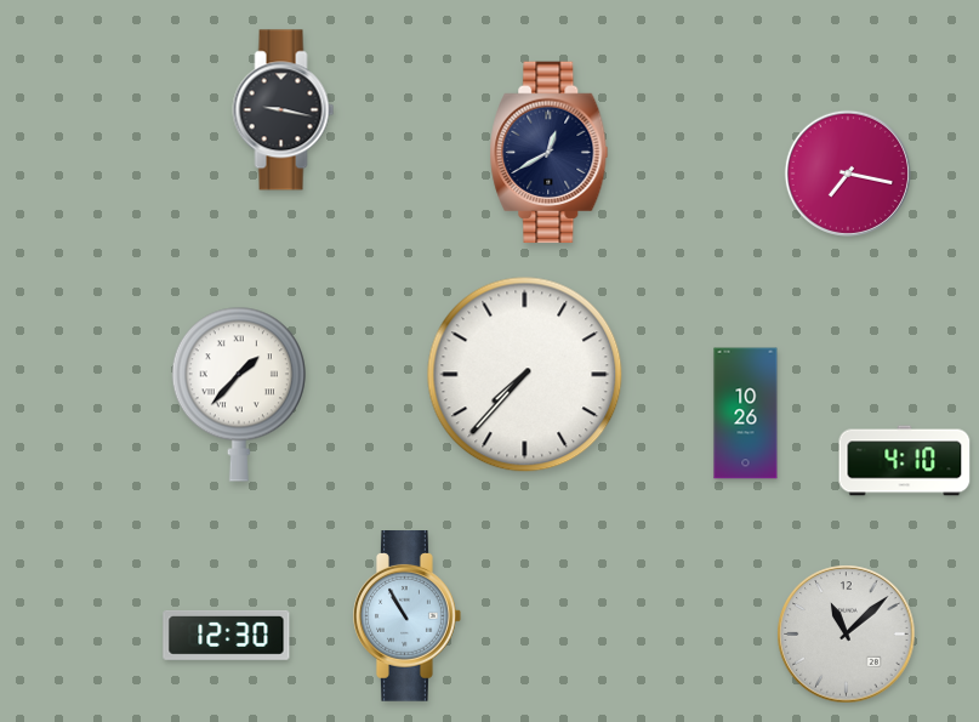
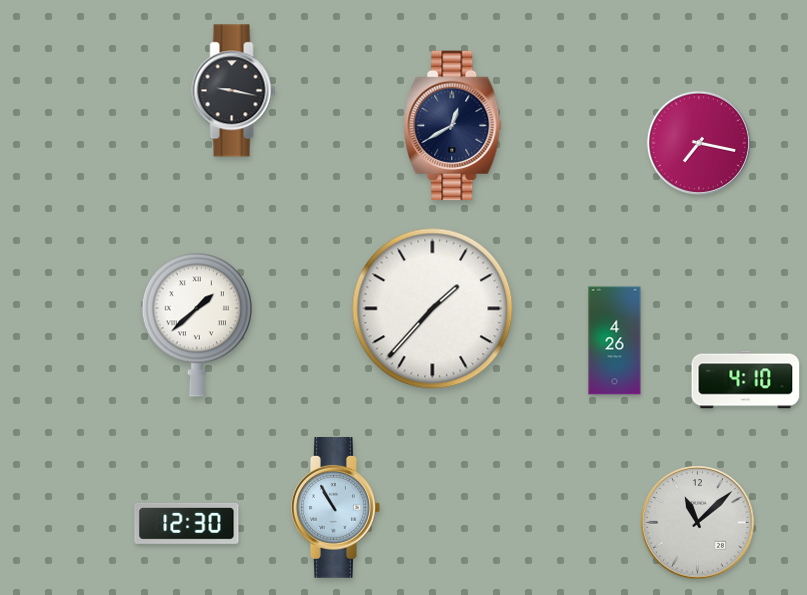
clock at (525, 375): 7:37 -> 1:37
clock at (239, 394): 1:37 -> 1:38
clock at (746, 414): 10:26 -> 4:26
